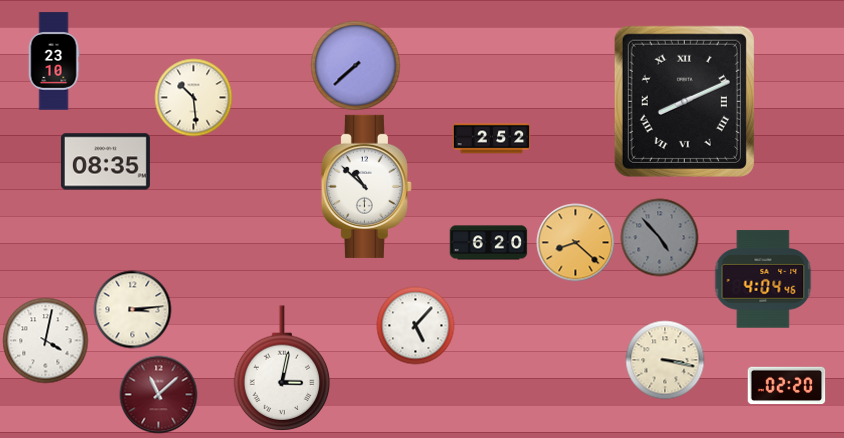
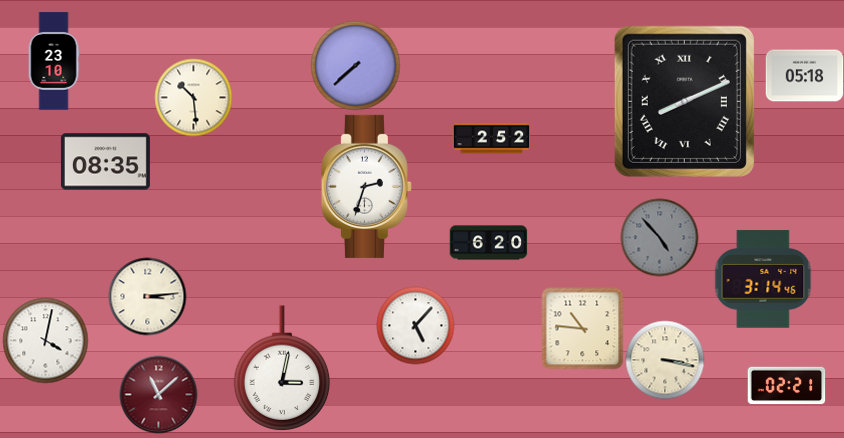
clock at (804, 76): none -> 05:18
clock at (366, 186): 10:52 -> 2:33
clock at (575, 242): 8:22 -> none
clock at (763, 279): 4:04 -> 3:14
clock at (132, 309) position: (132, 309) -> (147, 296)
clock at (582, 328): none -> 10:46
clock at (786, 386): 02:20 -> 02:21
